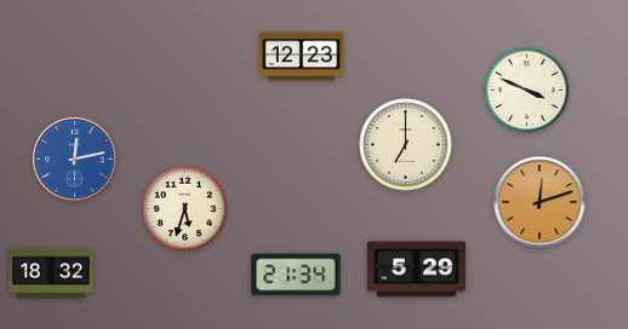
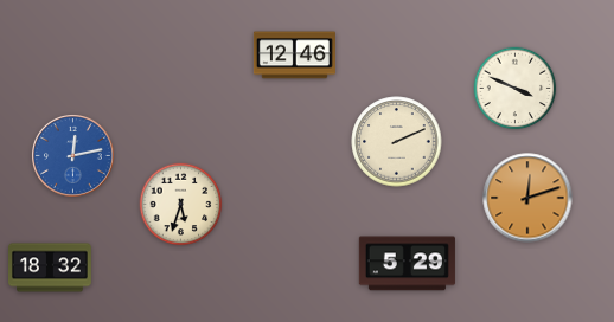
clock at (301, 57): 12:23 -> 12:46
clock at (406, 145): 7:00 -> 2:11
clock at (296, 275): 21:34 -> none
